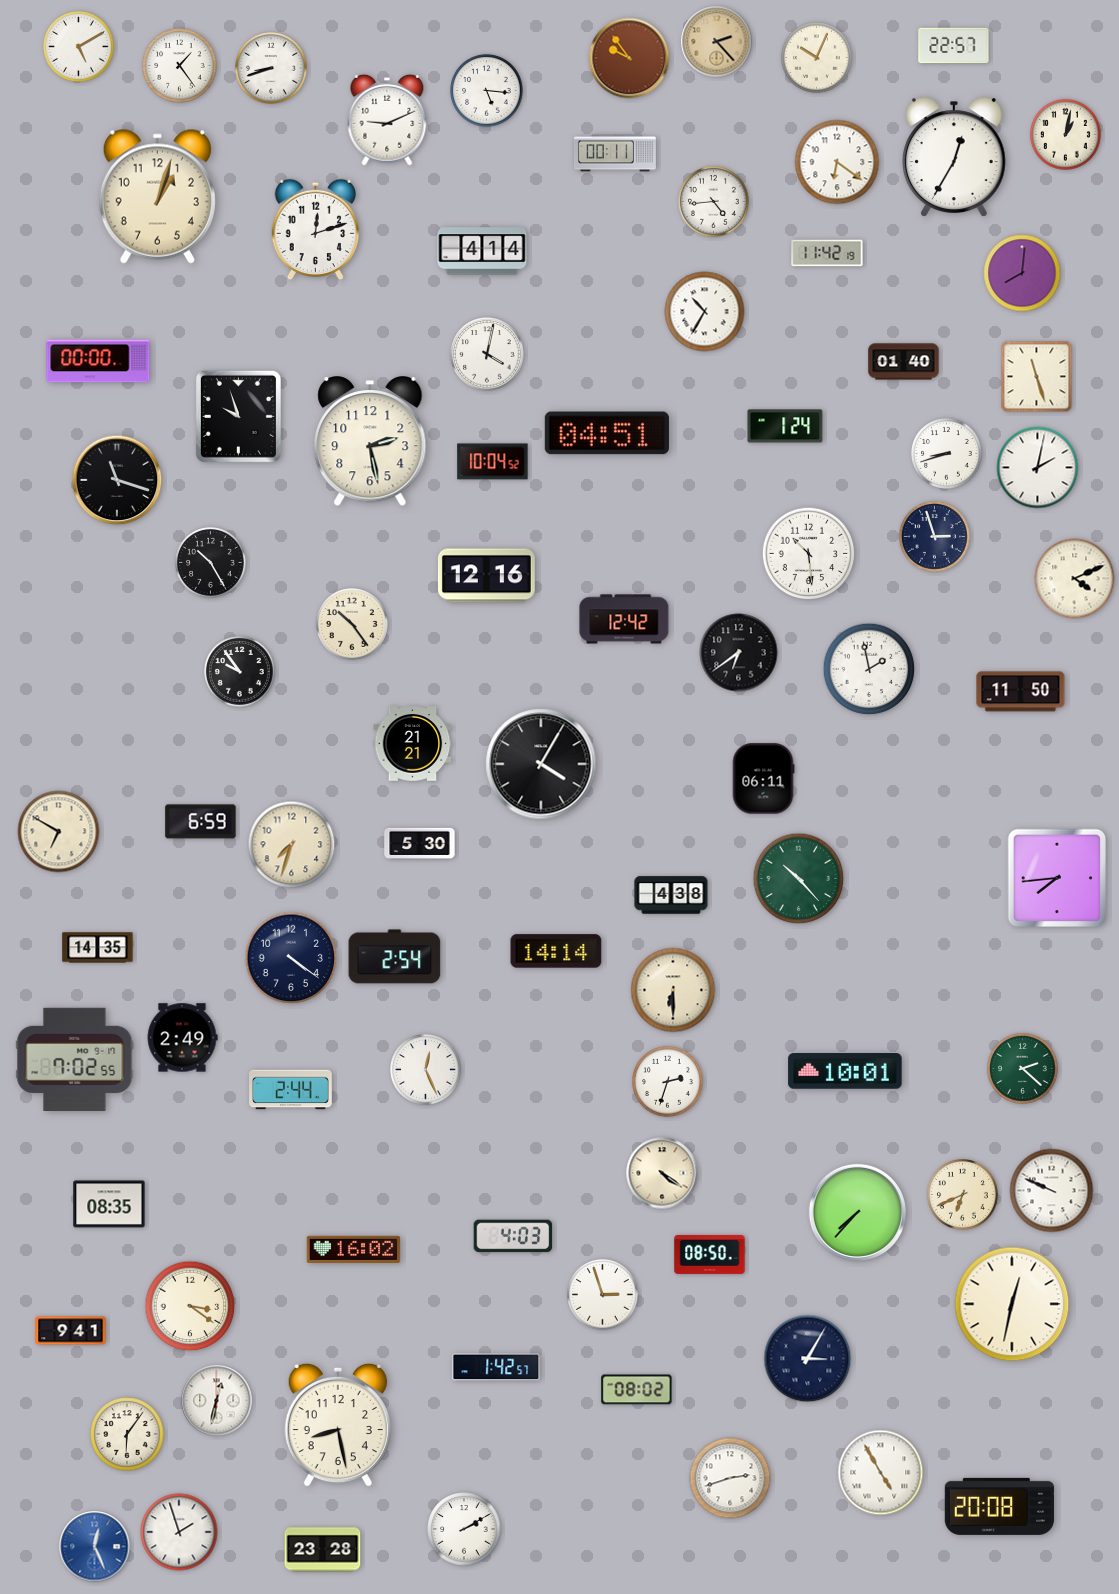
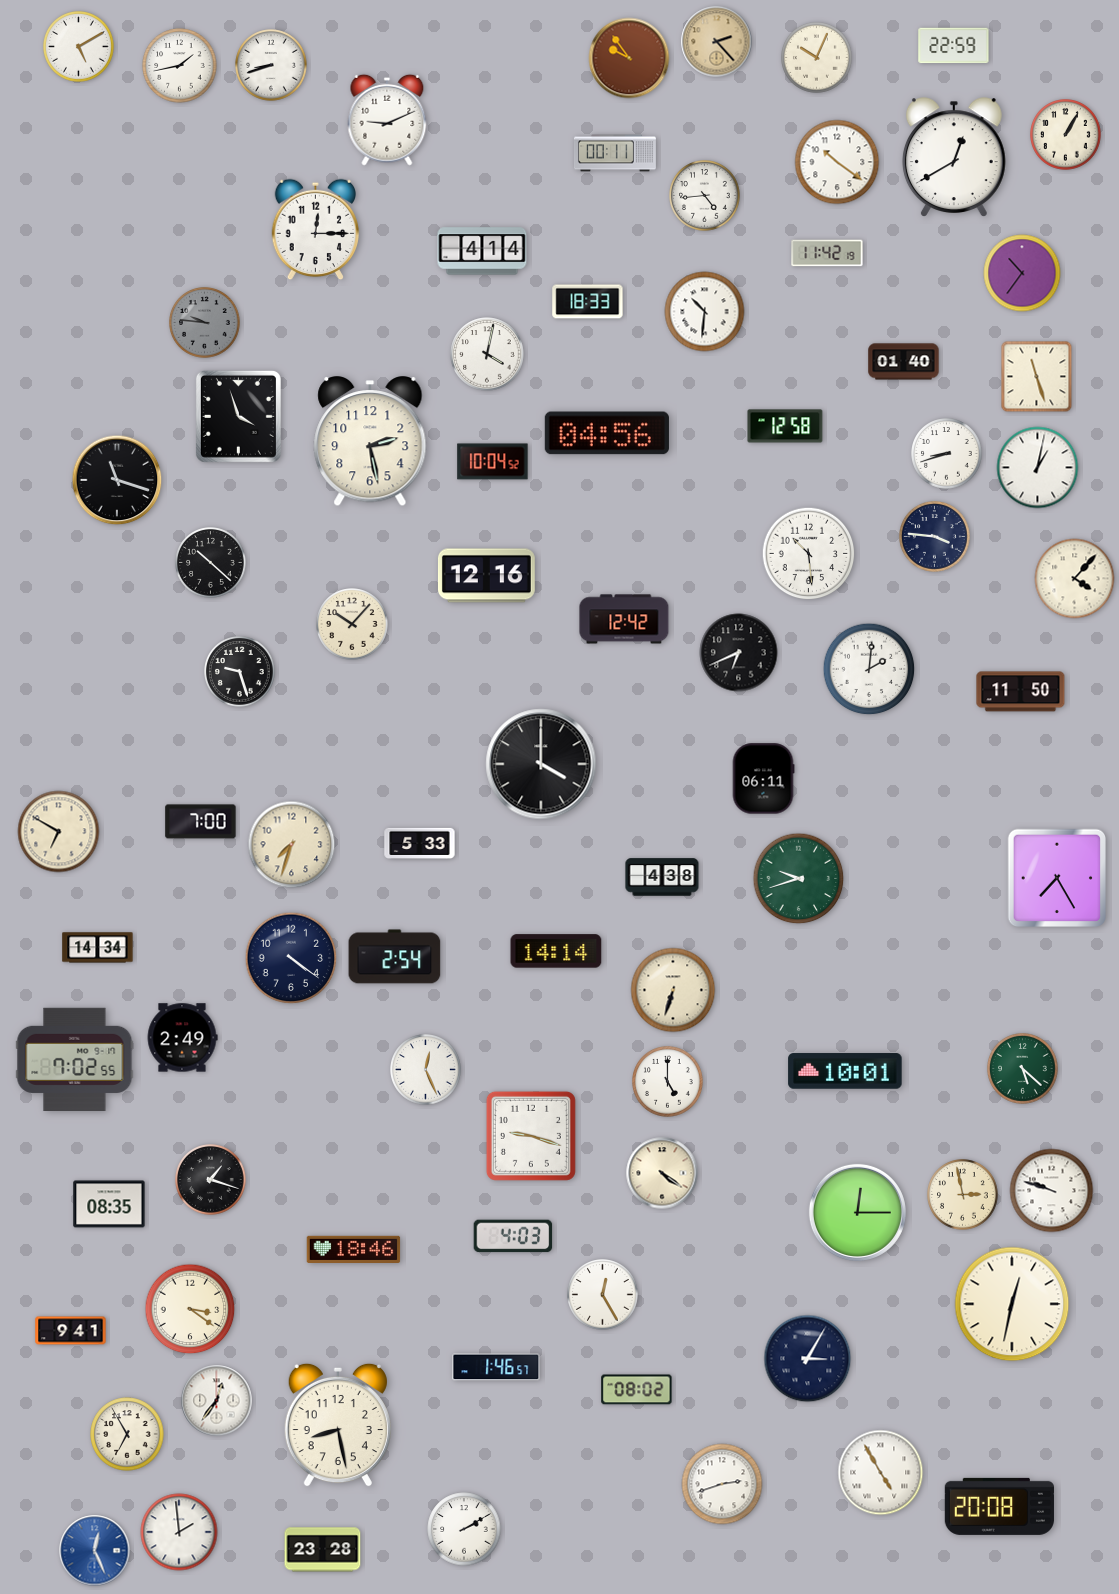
clock at (954, 46): 22:57 -> 22:59
clock at (180, 66): 1:24 -> 1:43
clock at (271, 68) position: (271, 68) -> (271, 65)
clock at (487, 91): 5:16 -> none
clock at (1066, 135): 1:02 -> 1:05
clock at (954, 157): 12:35 -> 12:40
clock at (837, 162): 6:21 -> 10:21
clock at (157, 196): 1:03 -> none
clock at (714, 202) position: (714, 202) -> (705, 196)
clock at (316, 230): 12:12 -> 12:15
clock at (1022, 273): 8:01 -> 10:36
clock at (588, 302): none -> 18:33
clock at (705, 312): 10:35 -> 10:31
clock at (205, 323): none -> 9:46
clock at (98, 361): 00:00 -> none
clock at (238, 416): 9:57 -> 3:57
clock at (785, 426): 1:24 -> 12:58
clock at (607, 433): 04:51 -> 04:56
clock at (1038, 468): 2:02 -> 1:02
clock at (935, 537): 2:57 -> 3:46
clock at (211, 563): 10:25 -> 10:22
clock at (1075, 579): 4:11 -> 4:07
clock at (352, 624): 10:24 -> 10:07
clock at (739, 653): 6:39 -> 6:41
clock at (869, 669): 1:58 -> 2:01
clock at (240, 672): 9:54 -> 9:27
clock at (413, 744): 21:21 -> none
clock at (541, 764): 4:05 -> 4:00
clock at (201, 822): 6:59 -> 7:00
clock at (420, 843): 5:30 -> 5:33
clock at (1057, 878): 7:44 -> 7:25
clock at (799, 879): 10:23 -> 9:42
clock at (671, 895) position: (671, 895) -> (662, 877)
clock at (98, 948): 14:35 -> 14:34
clock at (673, 990): 6:30 -> 6:33
clock at (1023, 1069): 2:22 -> 5:22
clock at (668, 1082): 2:33 -> 5:00
clock at (291, 1090): 2:44 -> none
clock at (531, 1136): none -> 9:18
clock at (211, 1180): none -> 1:18
clock at (1052, 1191): 9:49 -> 9:48
clock at (963, 1195): 6:41 -> 2:58
clock at (857, 1212): 7:37 -> 12:15
clock at (354, 1249): 16:02 -> 18:46
clock at (710, 1254): 08:50 -> none
clock at (603, 1295): 2:57 -> 12:25
clock at (190, 1306) position: (190, 1306) -> (190, 1309)
clock at (496, 1367): 1:42 -> 1:46
clock at (217, 1401): 12:32 -> 12:36
clock at (127, 1434): 6:06 -> 6:55
clock at (730, 1478) position: (730, 1478) -> (722, 1484)
clock at (179, 1532): 1:57 -> 1:59
clock at (95, 1547) position: (95, 1547) -> (95, 1551)
